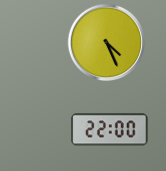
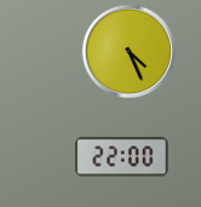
clock at (110, 130) position: (110, 130) -> (122, 157)
